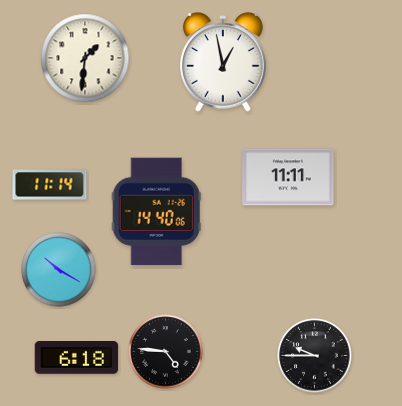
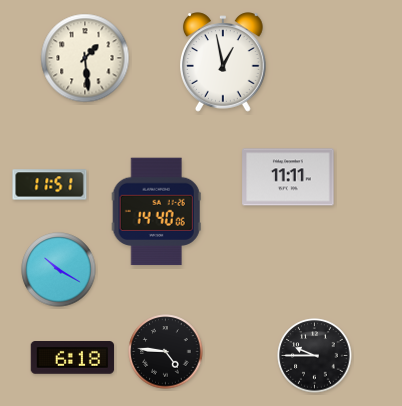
clock at (85, 58): 1:31 -> 1:29
clock at (50, 185): 11:14 -> 11:51
clock at (77, 358) position: (77, 358) -> (73, 358)
